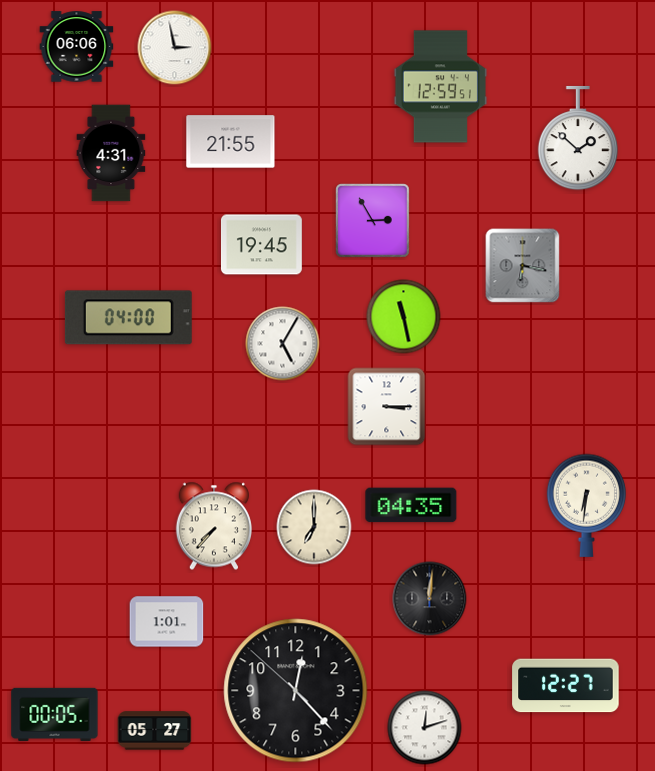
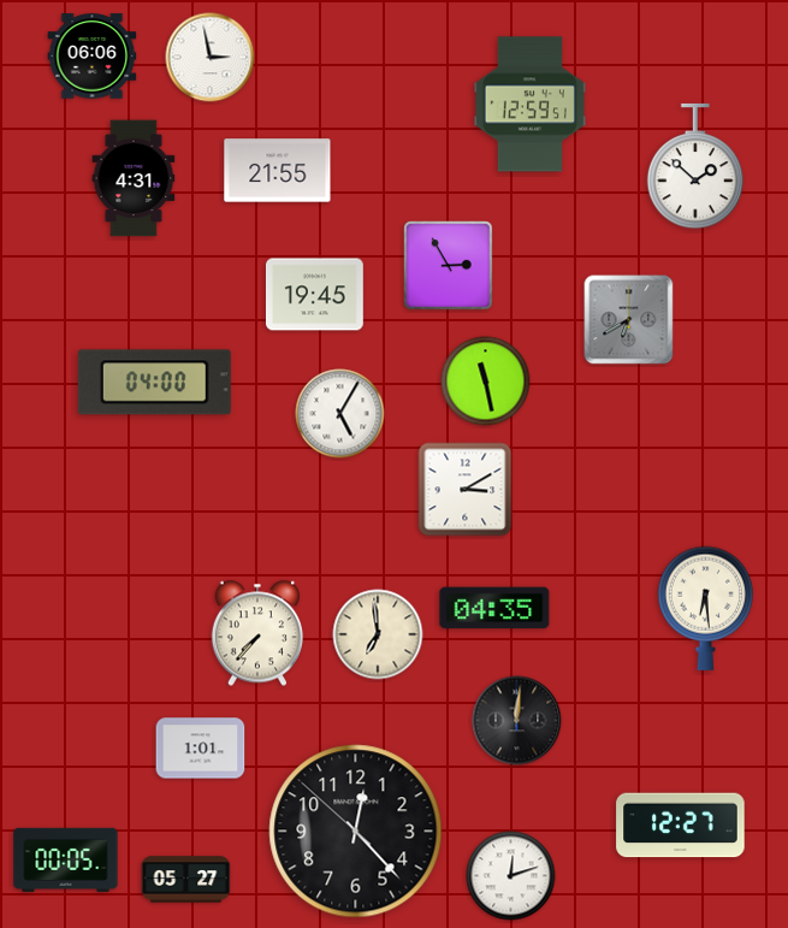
clock at (111, 153) position: (111, 153) -> (134, 178)
clock at (523, 266): 6:17 -> 6:40
clock at (387, 407): 3:15 -> 3:10
clock at (586, 505): 6:31 -> 6:29
clock at (314, 527): 7:00 -> 6:59
